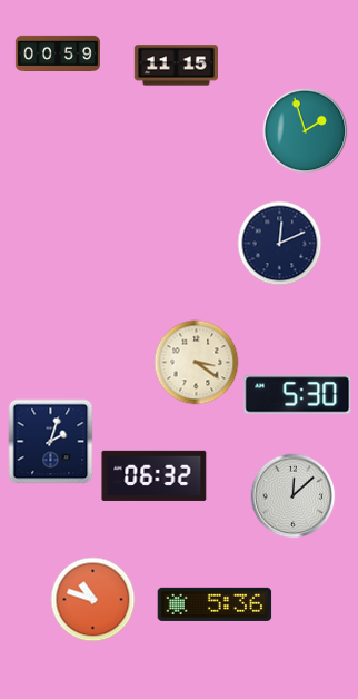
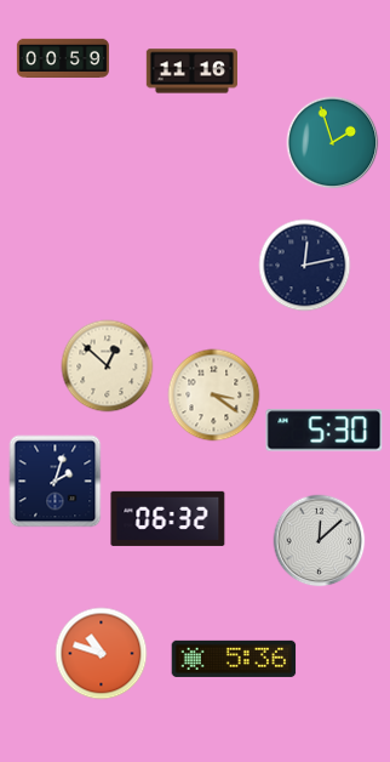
clock at (176, 66): 11:15 -> 11:16
clock at (280, 244): 12:11 -> 12:13
clock at (108, 366): none -> 12:52
